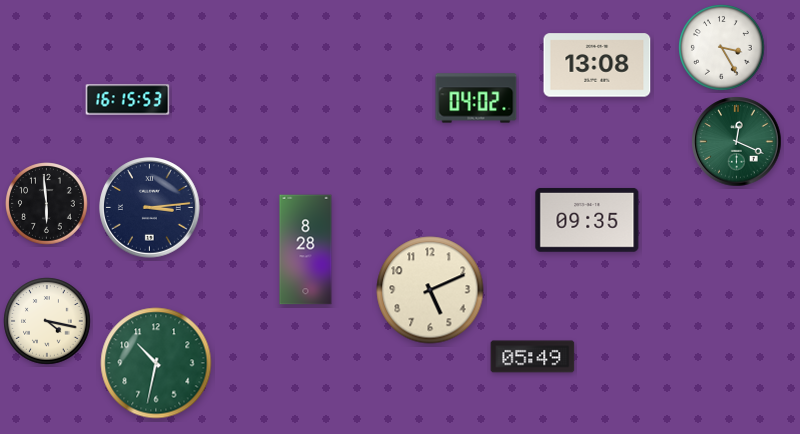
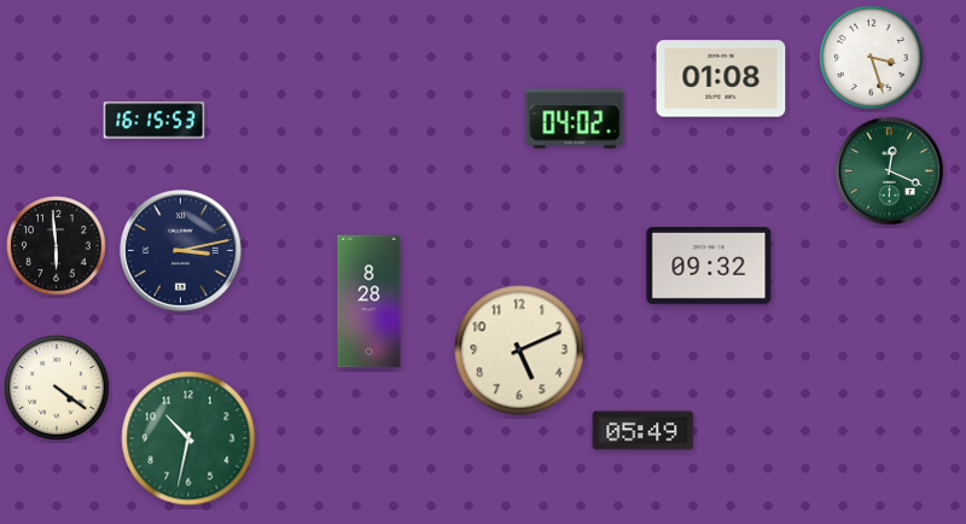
clock at (722, 48): 3:25 -> 3:27
clock at (597, 65): 13:08 -> 01:08
clock at (150, 208): 3:14 -> 3:13
clock at (587, 220): 09:35 -> 09:32
clock at (47, 321): 4:17 -> 4:21
